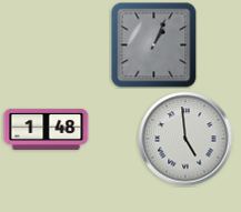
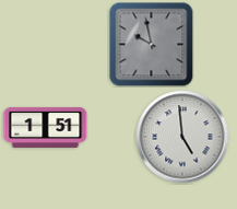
clock at (154, 46): 1:04 -> 9:58
clock at (47, 129): 1:48 -> 1:51
